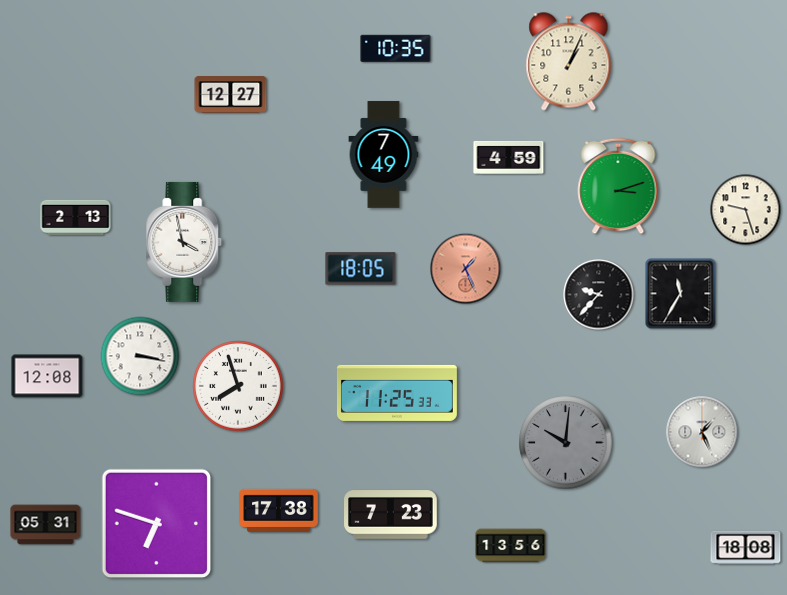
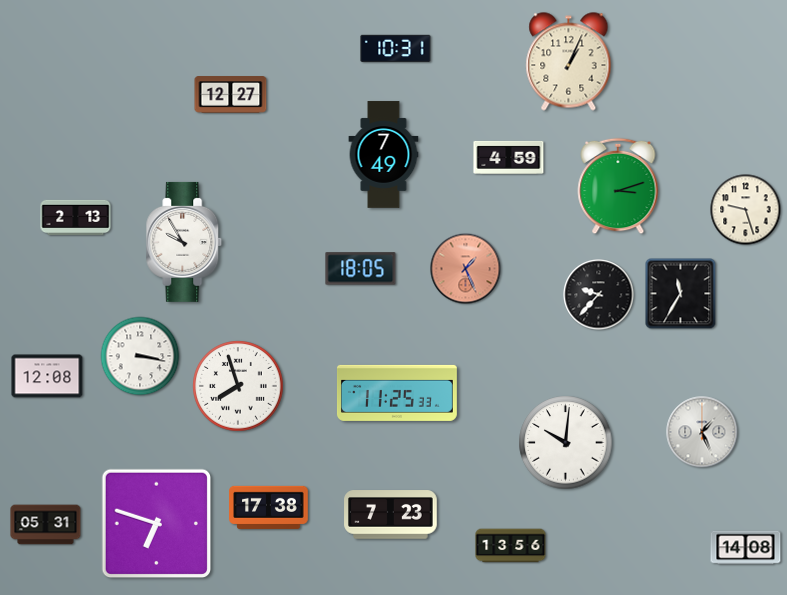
clock at (396, 48): 10:35 -> 10:31
clock at (184, 242): 3:58 -> 9:55
clock at (566, 443) dial: grey -> white
clock at (279, 510) position: (279, 510) -> (269, 507)
clock at (746, 548): 18:08 -> 14:08
